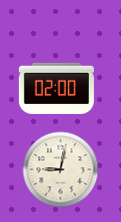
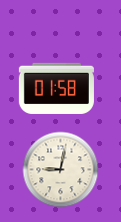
clock at (56, 88): 02:00 -> 01:58
